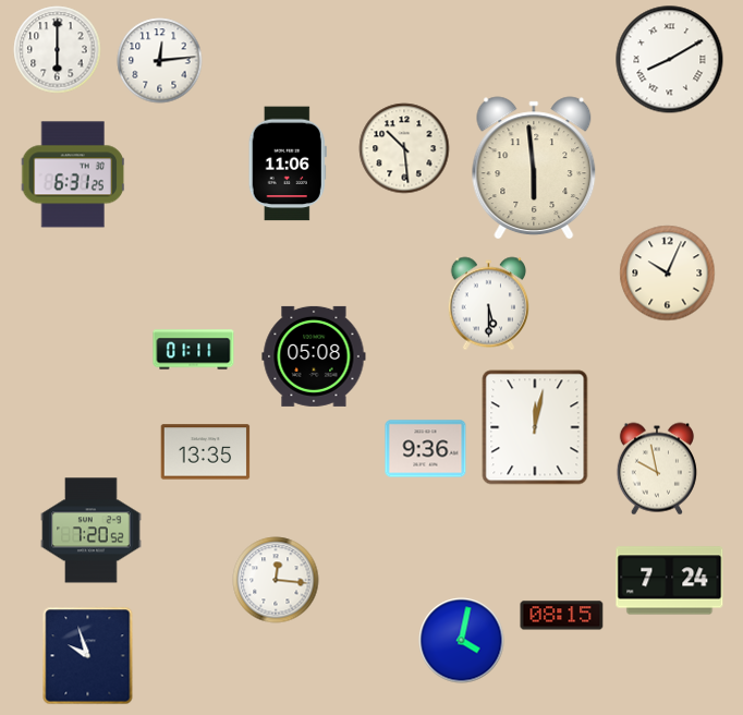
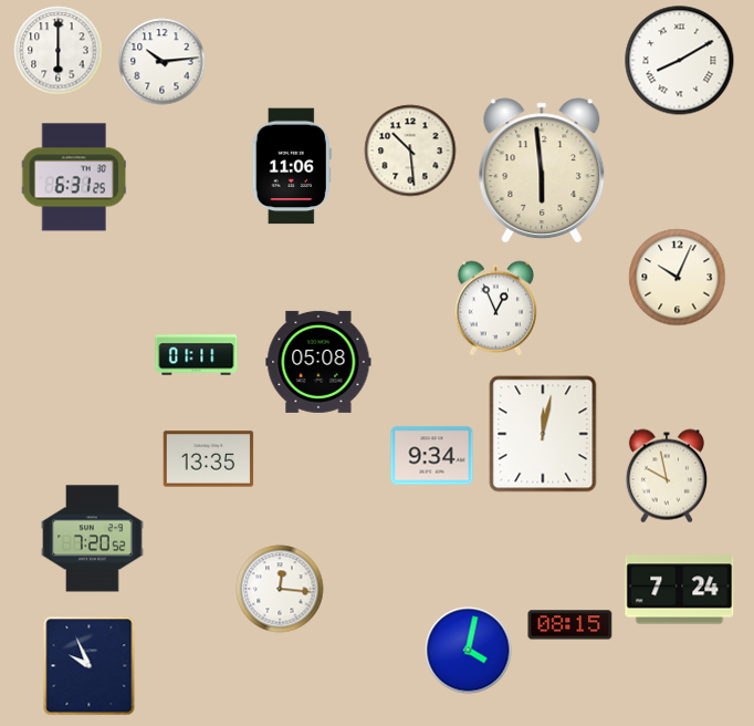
clock at (160, 61): 12:14 -> 10:14
clock at (489, 304): 5:30 -> 12:56
clock at (426, 449): 9:36 -> 9:34
clock at (88, 656): 9:57 -> 9:56
